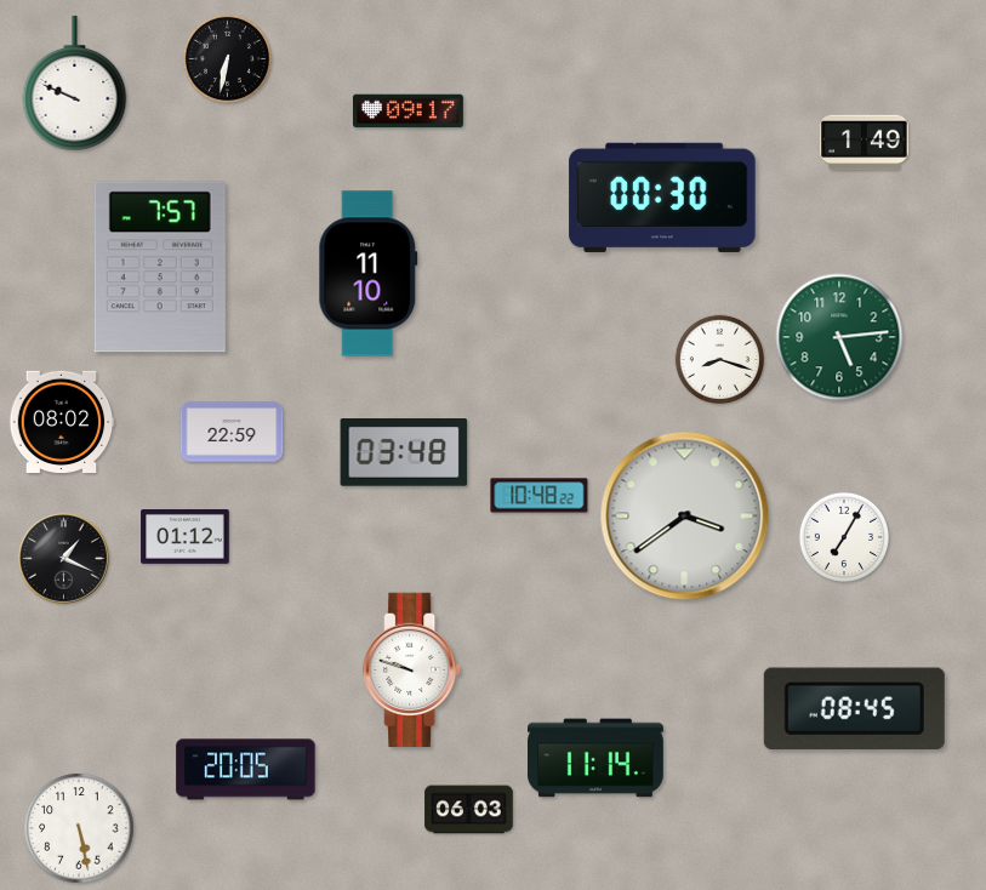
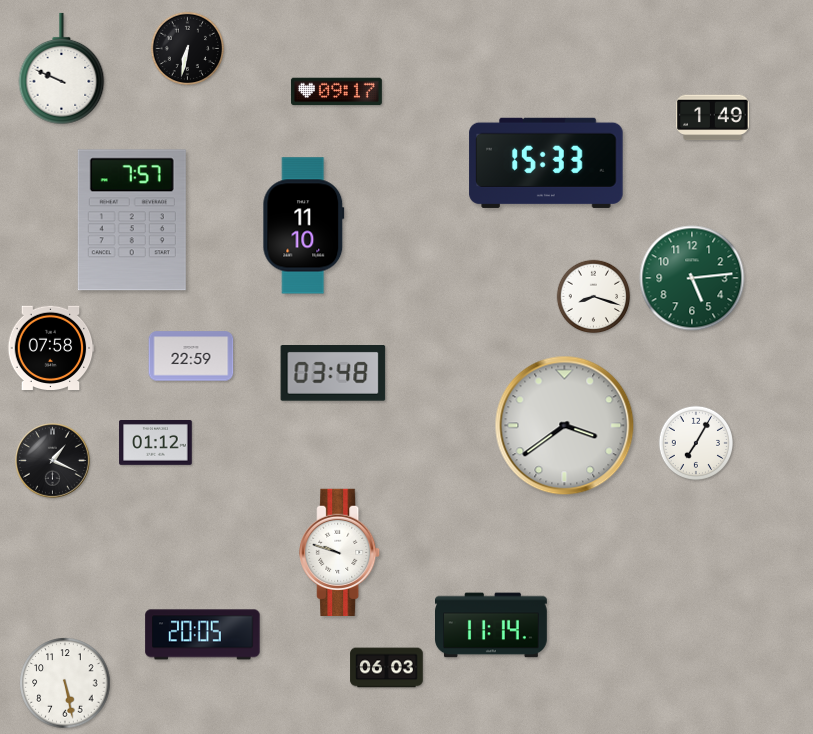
clock at (662, 198): 00:30 -> 15:33
clock at (62, 422): 08:02 -> 07:58
clock at (540, 496): 10:48 -> none
clock at (186, 537) position: (186, 537) -> (156, 443)
clock at (854, 709): 08:45 -> none
